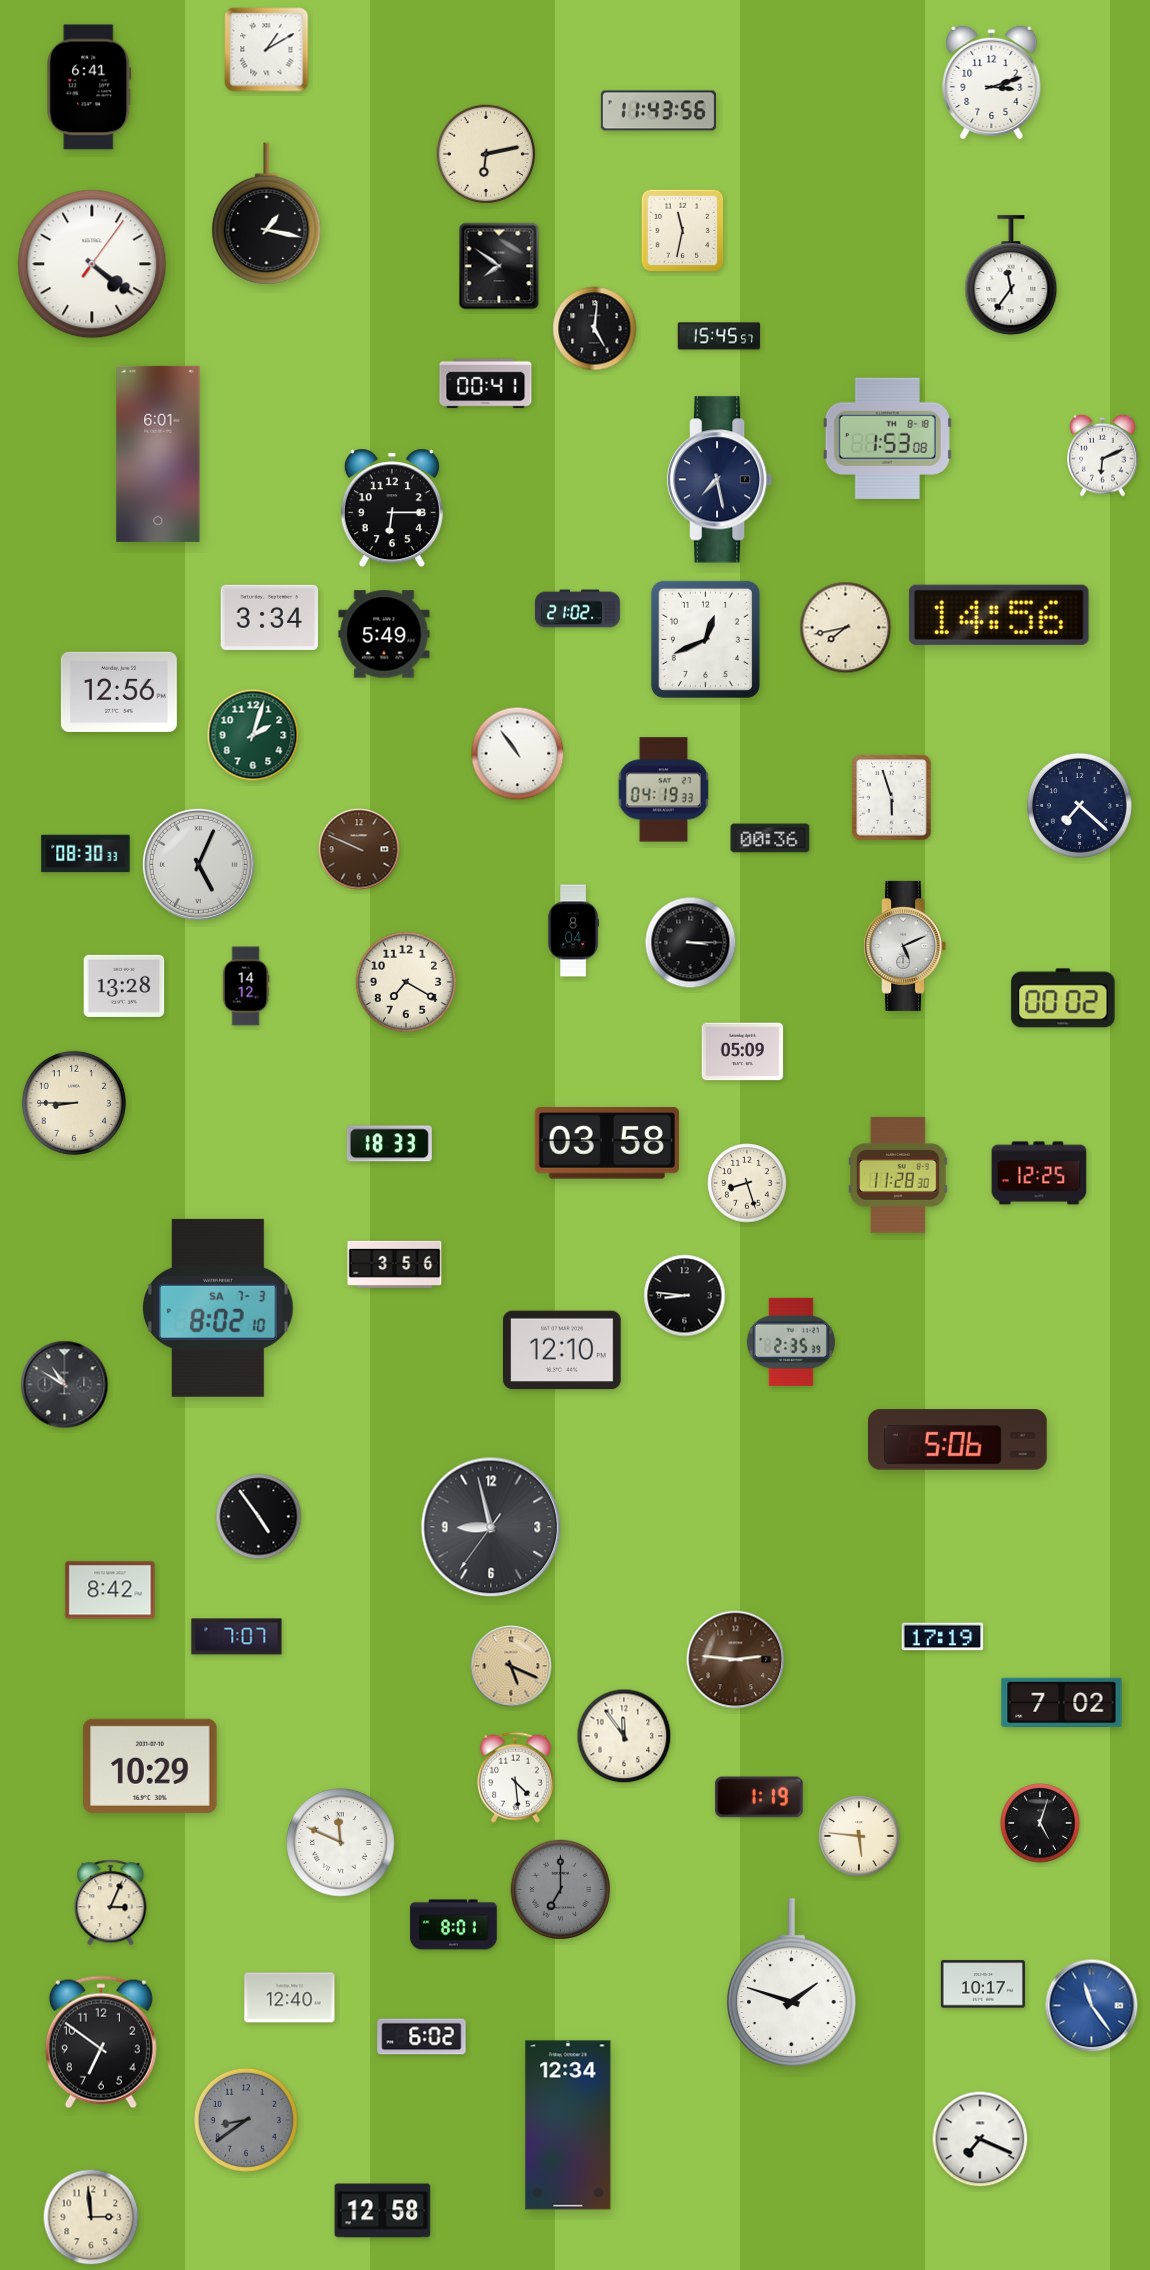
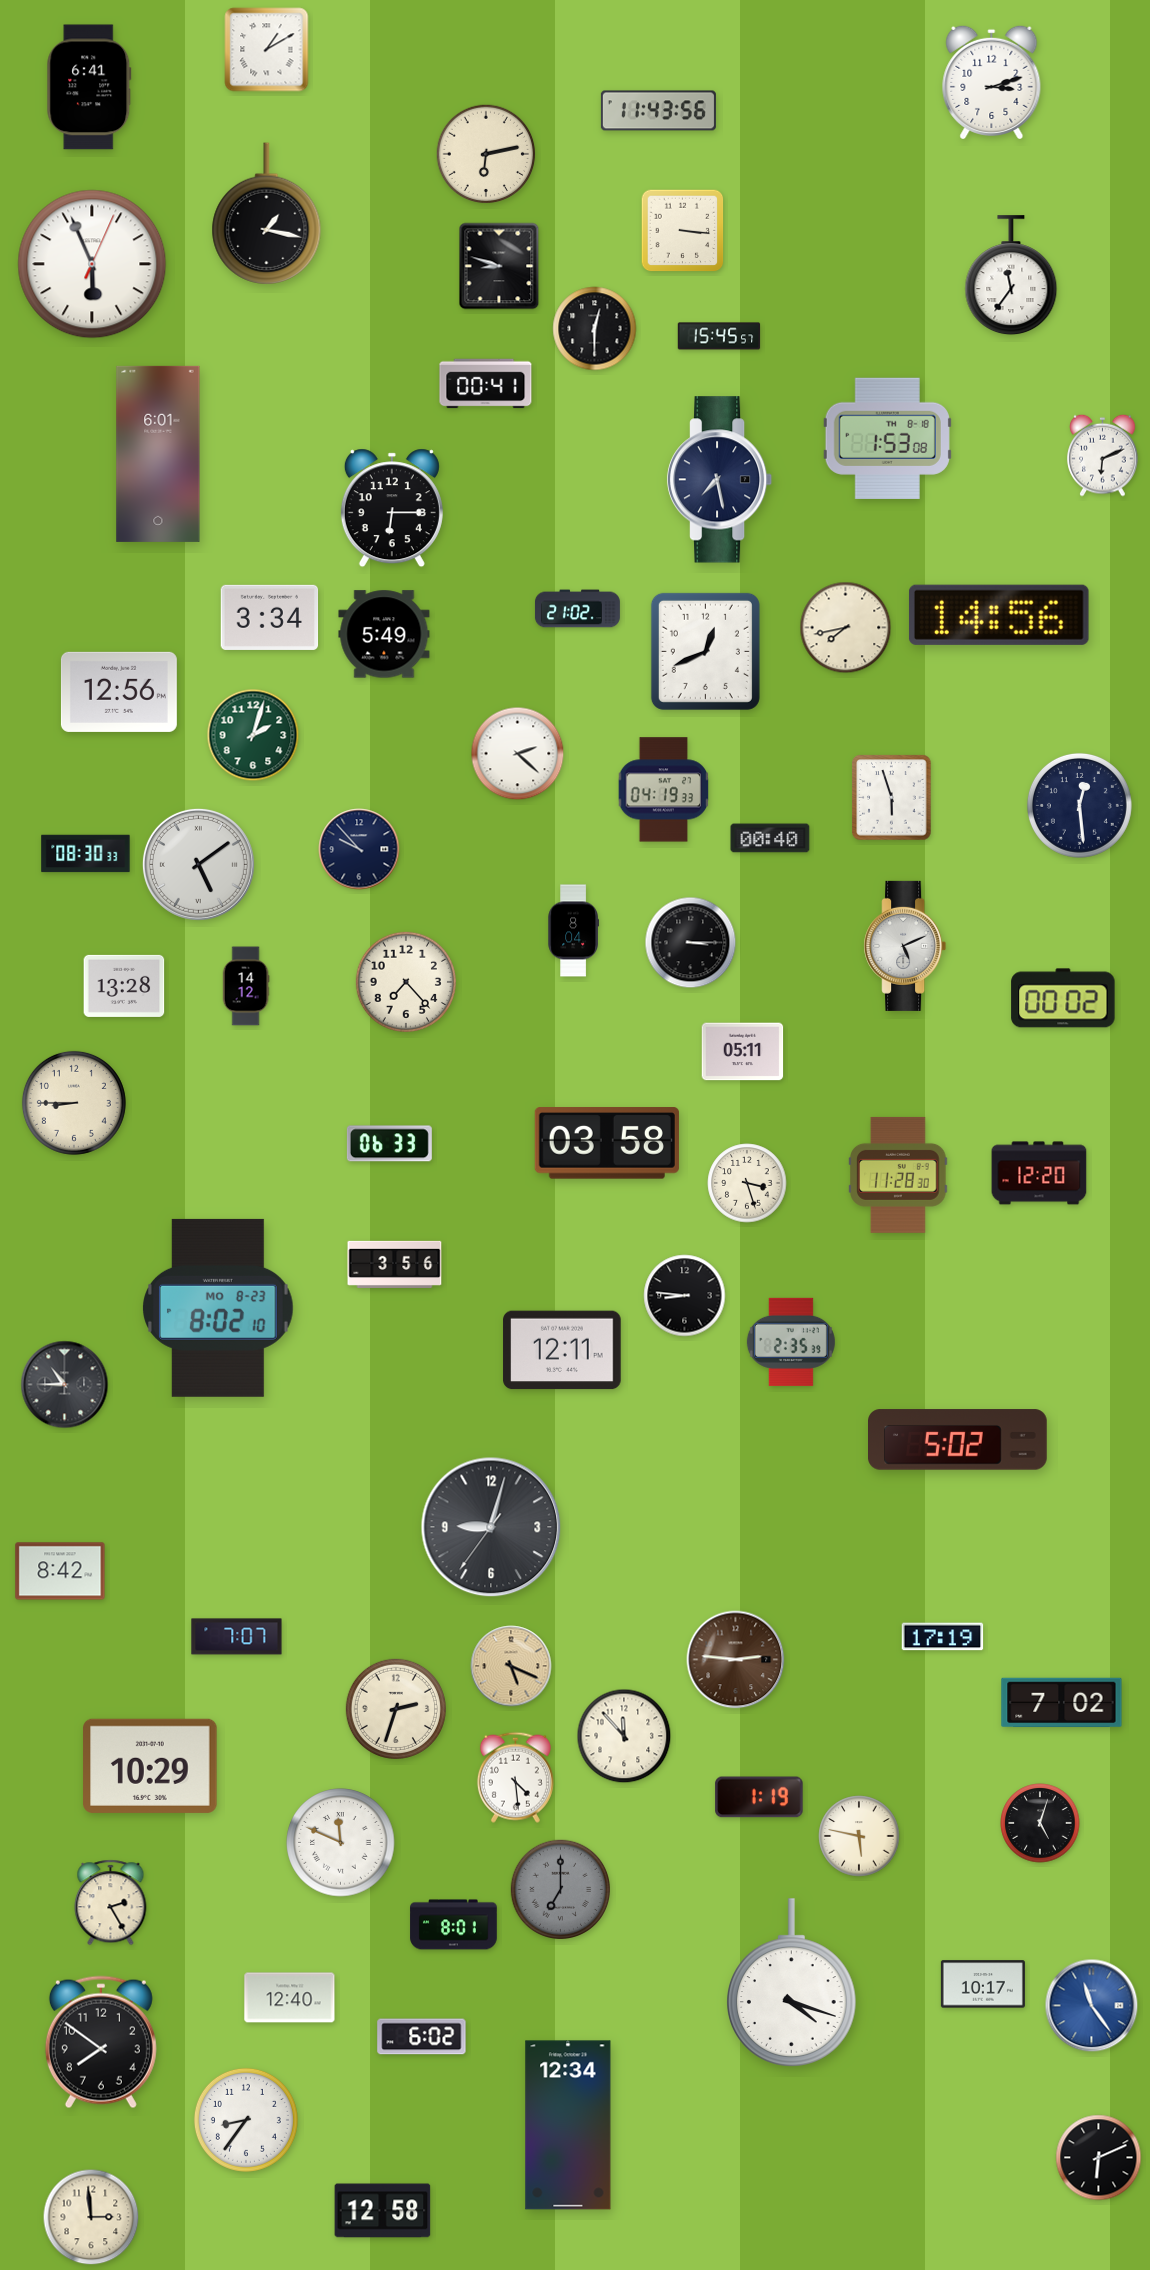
clock at (683, 231): 11:32 -> 3:16
clock at (92, 264): 4:21 -> 5:56
clock at (499, 266): 7:51 -> 8:48
clock at (595, 329): 5:01 -> 12:30
clock at (705, 639) position: (705, 639) -> (705, 651)
clock at (518, 754): 10:54 -> 2:22
clock at (1079, 805): 7:22 -> 12:29
clock at (770, 838): 00:36 -> 00:40
clock at (359, 849): 9:49 -> 9:53
clock at (359, 849) dial: brown -> navy
clock at (198, 864): 5:04 -> 5:09
clock at (406, 982): 7:20 -> 7:23
clock at (743, 1052): 05:09 -> 05:11
clock at (389, 1144): 18:33 -> 06:33
clock at (1039, 1173): 12:25 -> 12:20
clock at (747, 1183): 8:27 -> 3:27
clock at (219, 1308) date: SA 7-3 -> MO 8-23
clock at (562, 1350): 12:10 -> 12:11
clock at (65, 1385): 10:50 -> 10:45
clock at (958, 1440): 5:06 -> 5:02
clock at (259, 1517): 4:54 -> none
clock at (491, 1527): 8:57 -> 9:02
clock at (110, 1590) position: (110, 1590) -> (60, 1571)
clock at (396, 1709): none -> 2:33
clock at (624, 1736): 11:54 -> 11:53
clock at (859, 1836): 5:46 -> 5:47
clock at (111, 1903): 3:04 -> 2:25
clock at (792, 1983): 1:48 -> 4:18
clock at (101, 2042): 6:51 -> 7:51
clock at (246, 2120): 8:39 -> 8:36
clock at (246, 2120) dial: grey -> white
clock at (980, 2139): 7:19 -> none
clock at (1099, 2158): none -> 6:11
